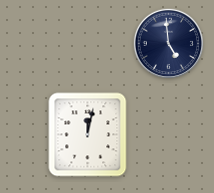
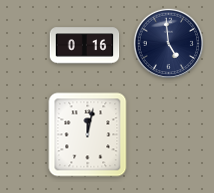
clock at (85, 46): none -> 0:16
